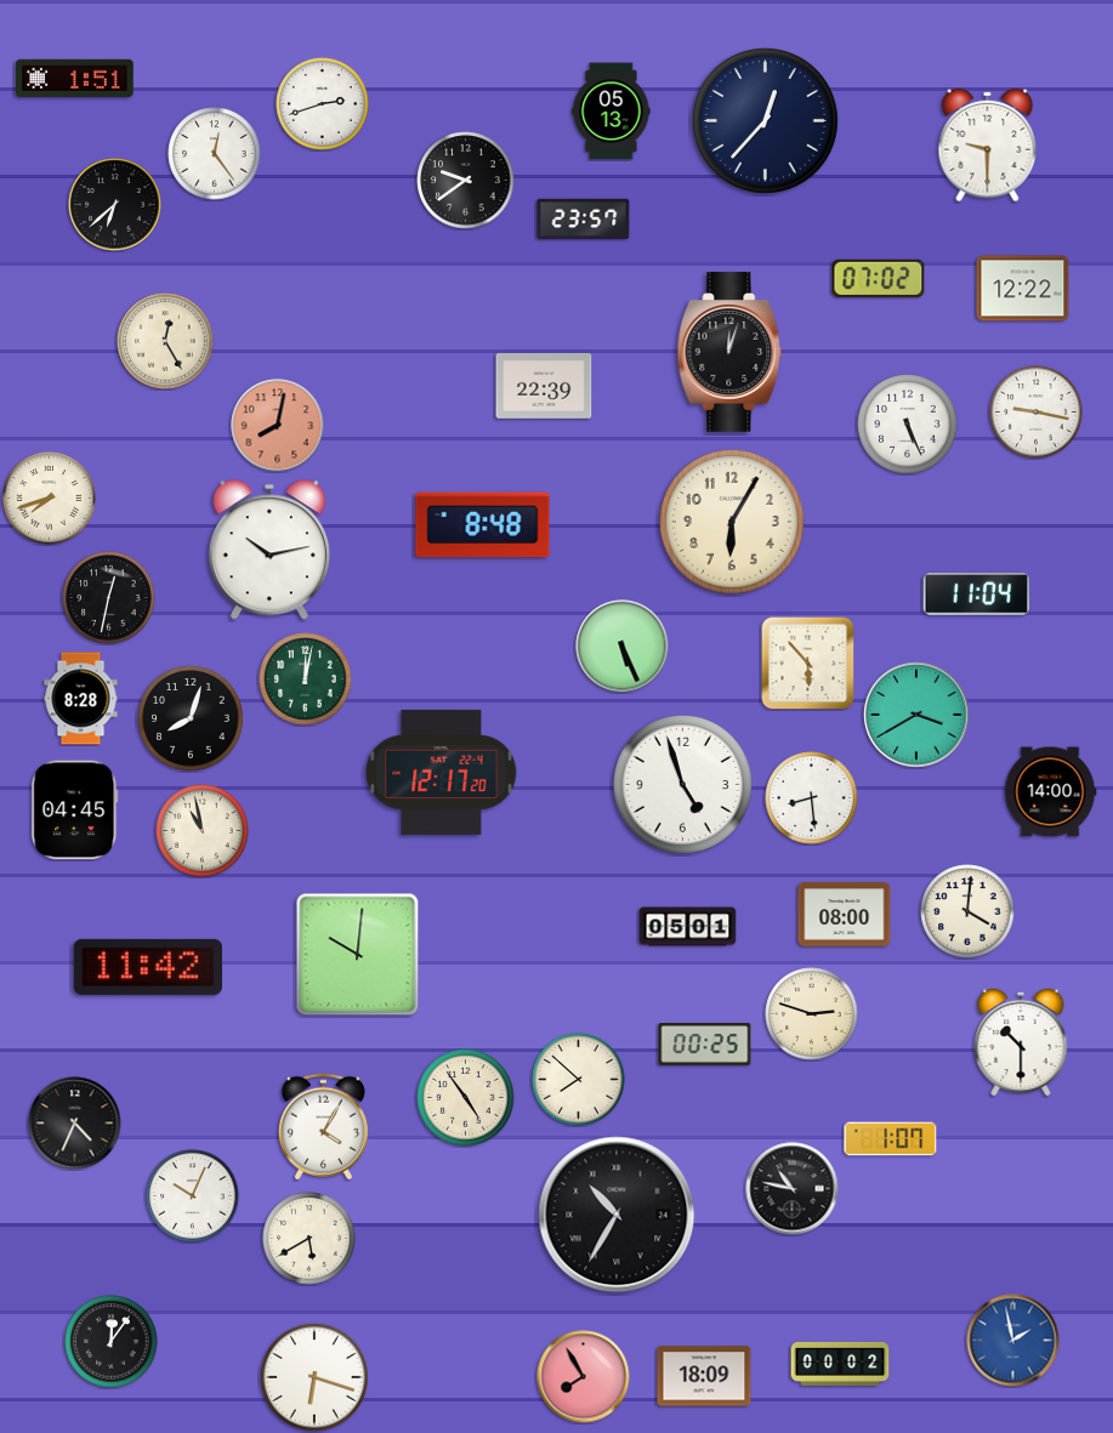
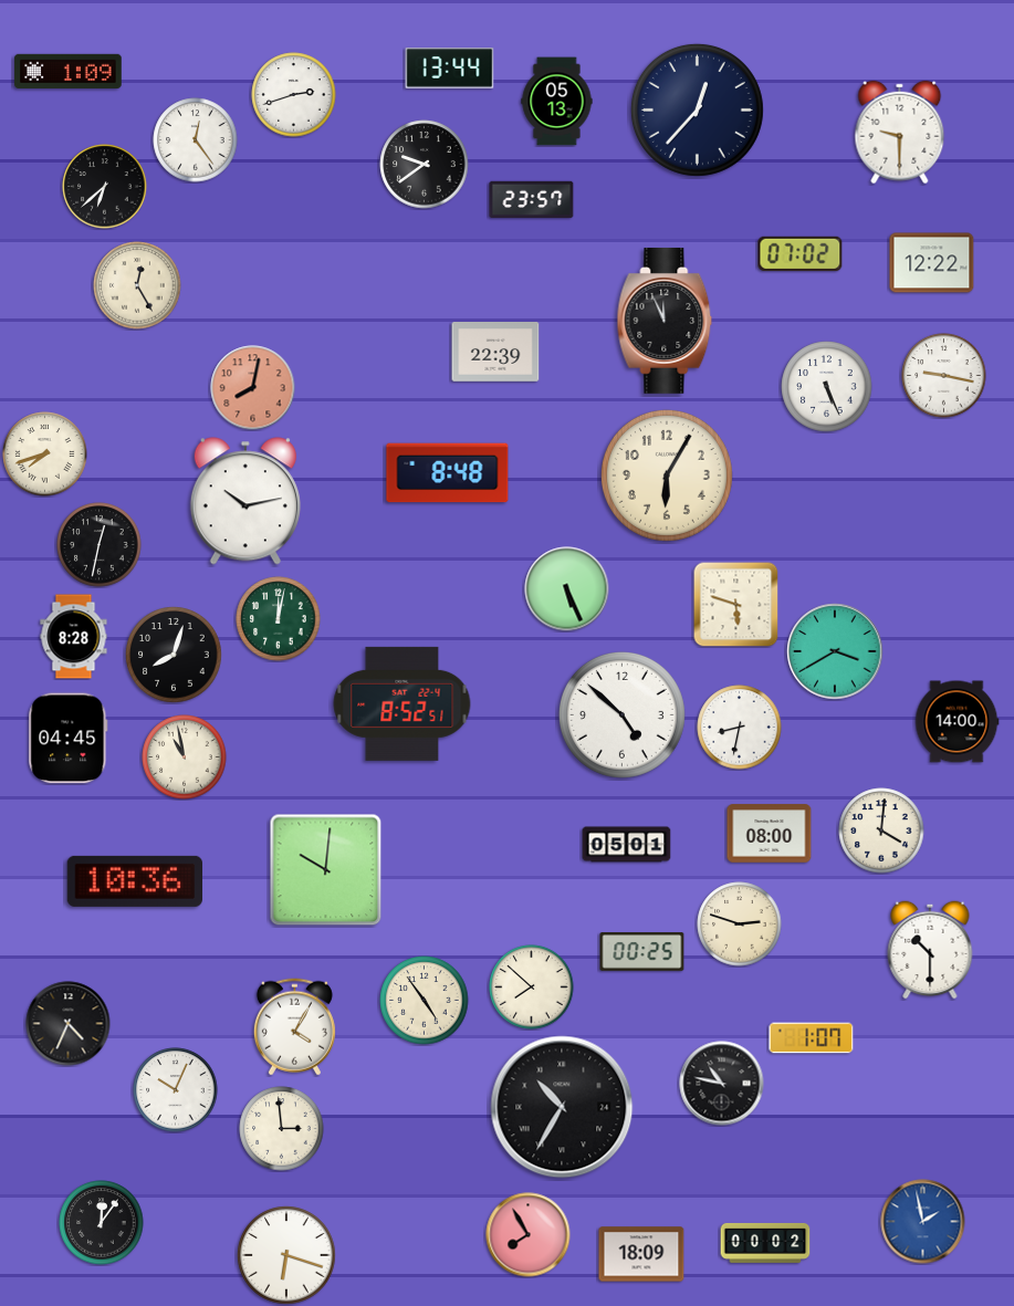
clock at (450, 69): none -> 13:44
clock at (75, 78): 1:51 -> 1:09
clock at (165, 341) position: (165, 341) -> (137, 285)
clock at (729, 352): 12:03 -> 11:56
clock at (483, 525) position: (483, 525) -> (448, 473)
clock at (976, 595): 11:04 -> none
clock at (807, 664): 5:53 -> 5:48
clock at (442, 772): 12:17 -> 8:52
clock at (682, 784): 4:57 -> 4:52
clock at (812, 798): 8:29 -> 8:32
clock at (147, 967): 11:42 -> 10:36
clock at (579, 1080) position: (579, 1080) -> (532, 988)
clock at (310, 1239): 5:40 -> 2:59
clock at (584, 1377) position: (584, 1377) -> (529, 1235)
